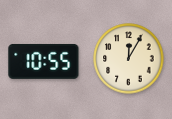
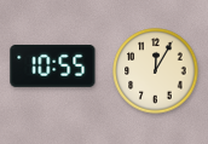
clock at (44, 61) position: (44, 61) -> (53, 65)
